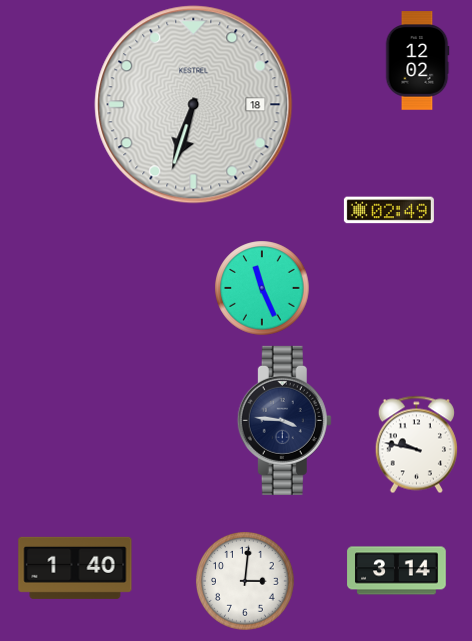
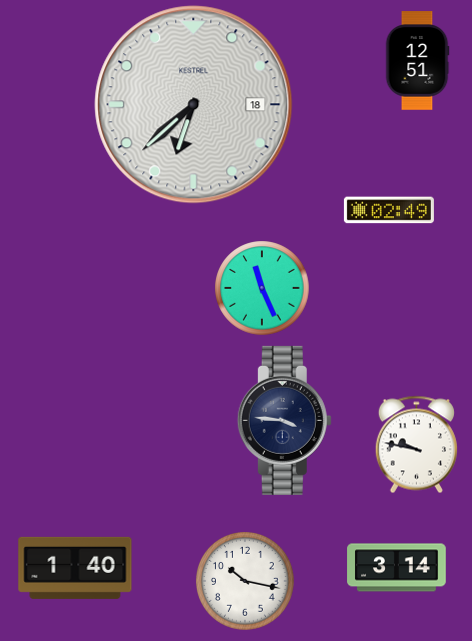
clock at (417, 61): 12:02 -> 12:51
clock at (194, 105): 6:33 -> 6:38
clock at (397, 571) position: (397, 571) -> (397, 568)
clock at (245, 581): 3:01 -> 10:17
